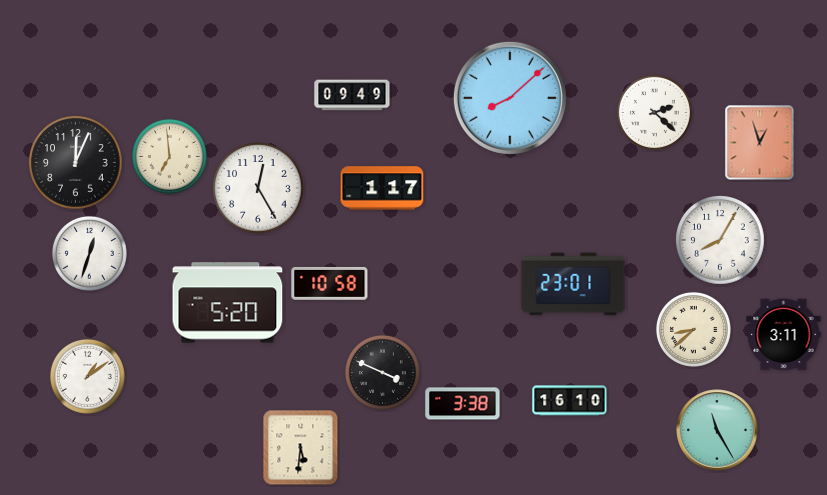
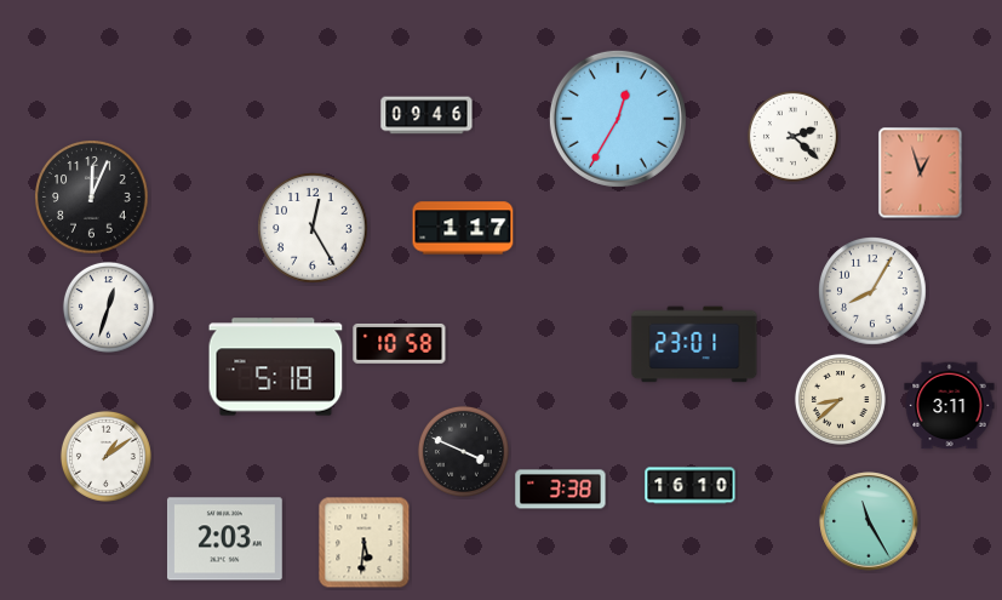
clock at (352, 95): 09:49 -> 09:46
clock at (510, 98): 8:08 -> 12:35
clock at (169, 156): 6:59 -> none
clock at (228, 303): 5:20 -> 5:18
clock at (224, 539): none -> 2:03
